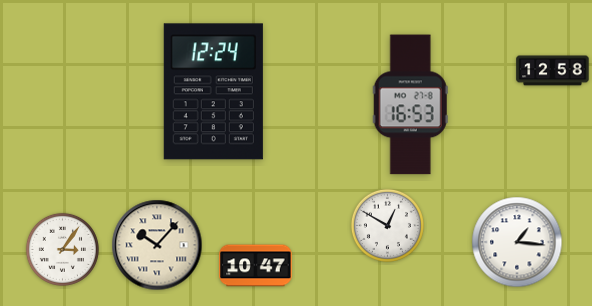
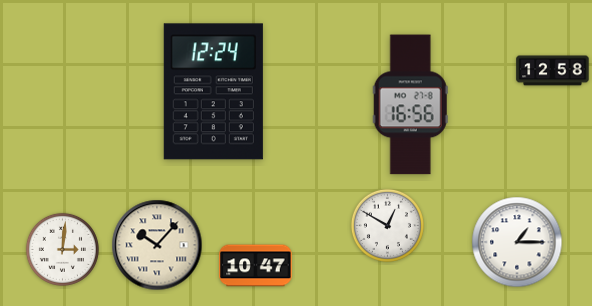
clock at (410, 105): 16:53 -> 16:56
clock at (517, 242): 1:16 -> 1:15
clock at (62, 249): 3:06 -> 3:01
